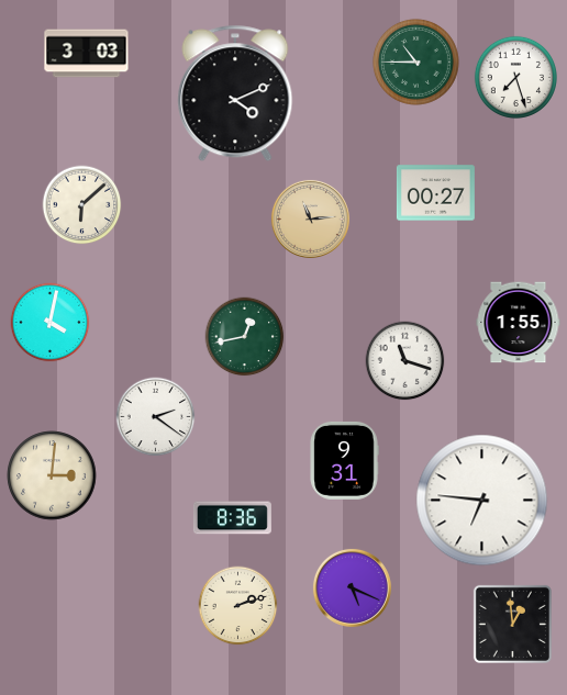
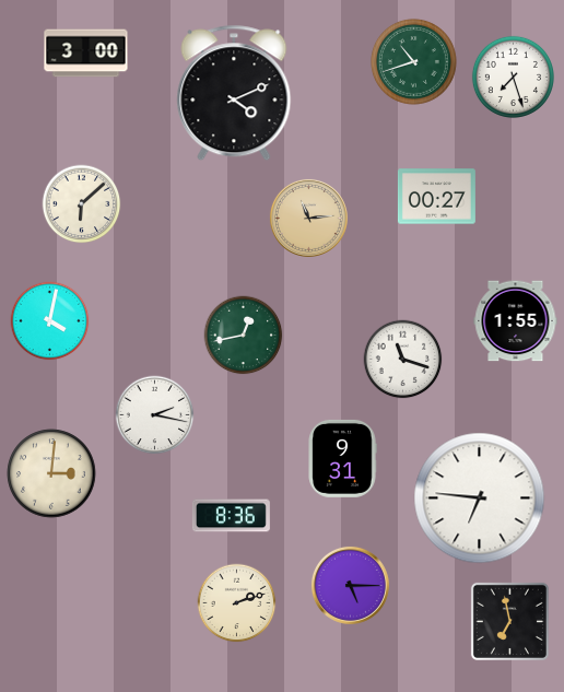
clock at (87, 54): 3:03 -> 3:00
clock at (415, 61): 10:45 -> 10:42
clock at (435, 193) position: (435, 193) -> (436, 197)
clock at (156, 417): 2:21 -> 2:17
clock at (352, 587): 5:19 -> 5:15
clock at (512, 624): 12:59 -> 6:58
